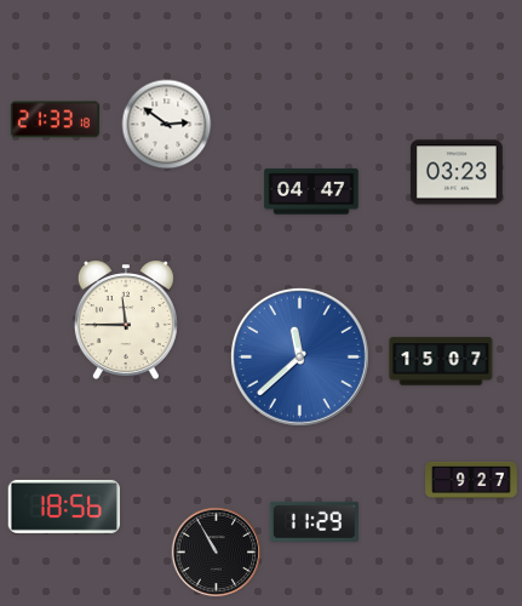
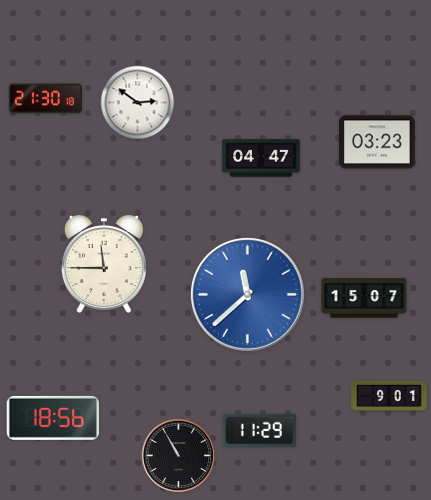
clock at (55, 120): 21:33 -> 21:30
clock at (311, 191) position: (311, 191) -> (261, 158)
clock at (471, 480): 9:27 -> 9:01
